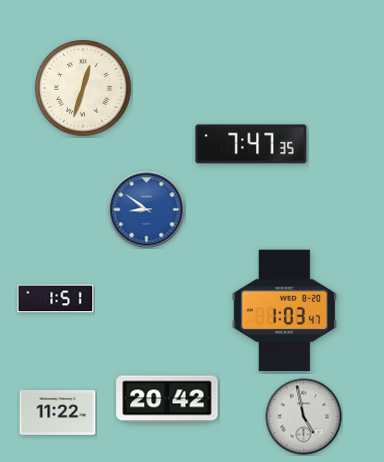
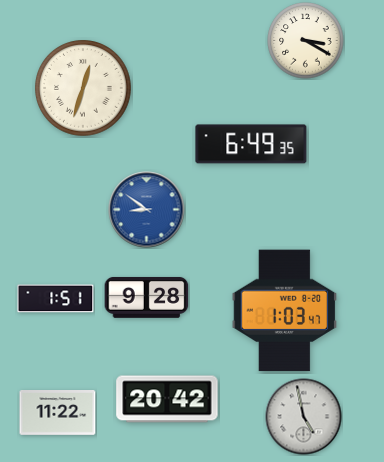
clock at (306, 41): none -> 3:20
clock at (251, 144): 7:47 -> 6:49
clock at (147, 297): none -> 9:28
